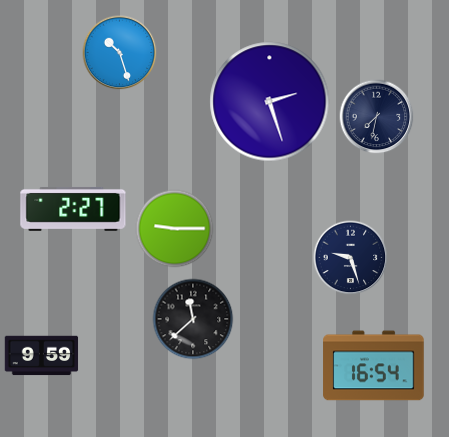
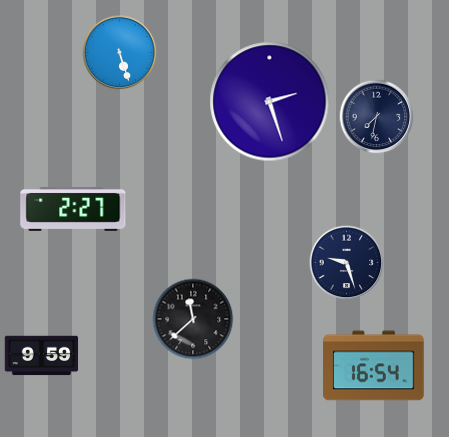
clock at (120, 53): 10:27 -> 5:27
clock at (175, 229): 9:15 -> none
clock at (351, 258) position: (351, 258) -> (347, 263)
